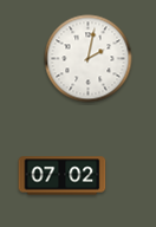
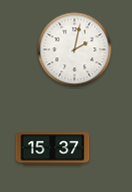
clock at (63, 176): 07:02 -> 15:37
